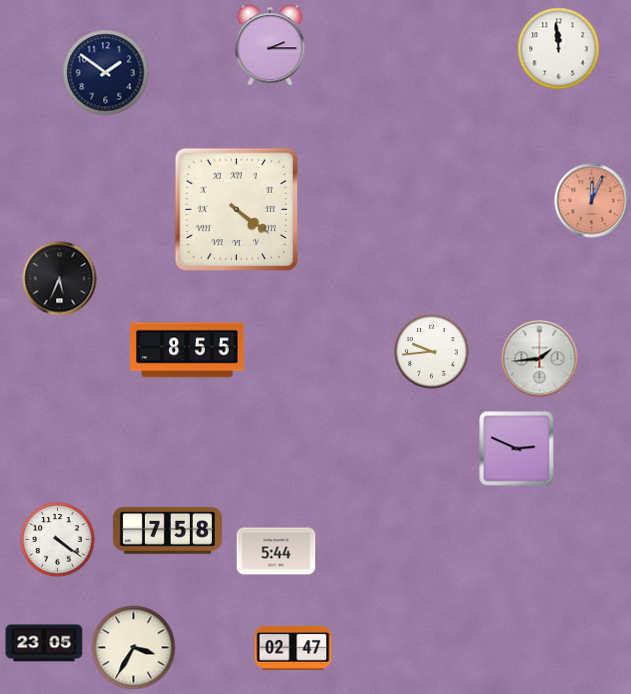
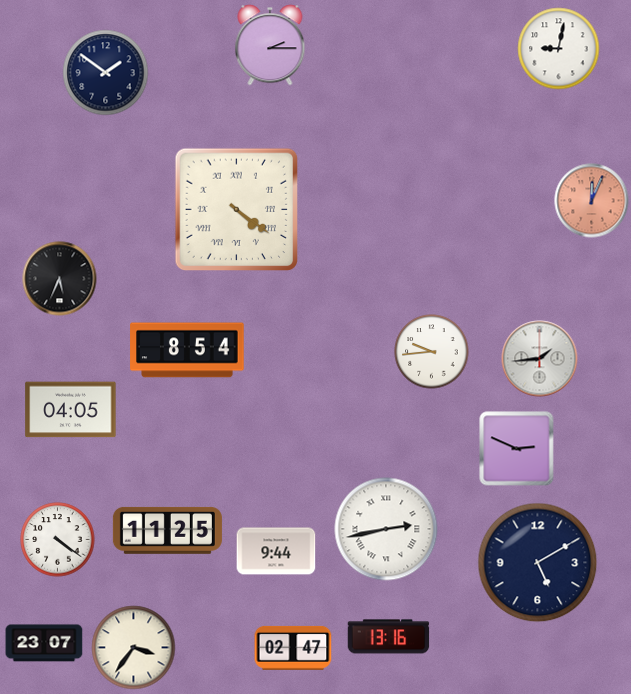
clock at (559, 49): 11:59 -> 9:02
clock at (187, 350): 8:55 -> 8:54
clock at (71, 410): none -> 04:05
clock at (386, 529): none -> 2:43
clock at (167, 530): 7:58 -> 11:25
clock at (276, 551): 5:44 -> 9:44
clock at (538, 563): none -> 5:10
clock at (389, 637): none -> 13:16
clock at (44, 643): 23:05 -> 23:07
clock at (134, 648): 3:35 -> 3:36
